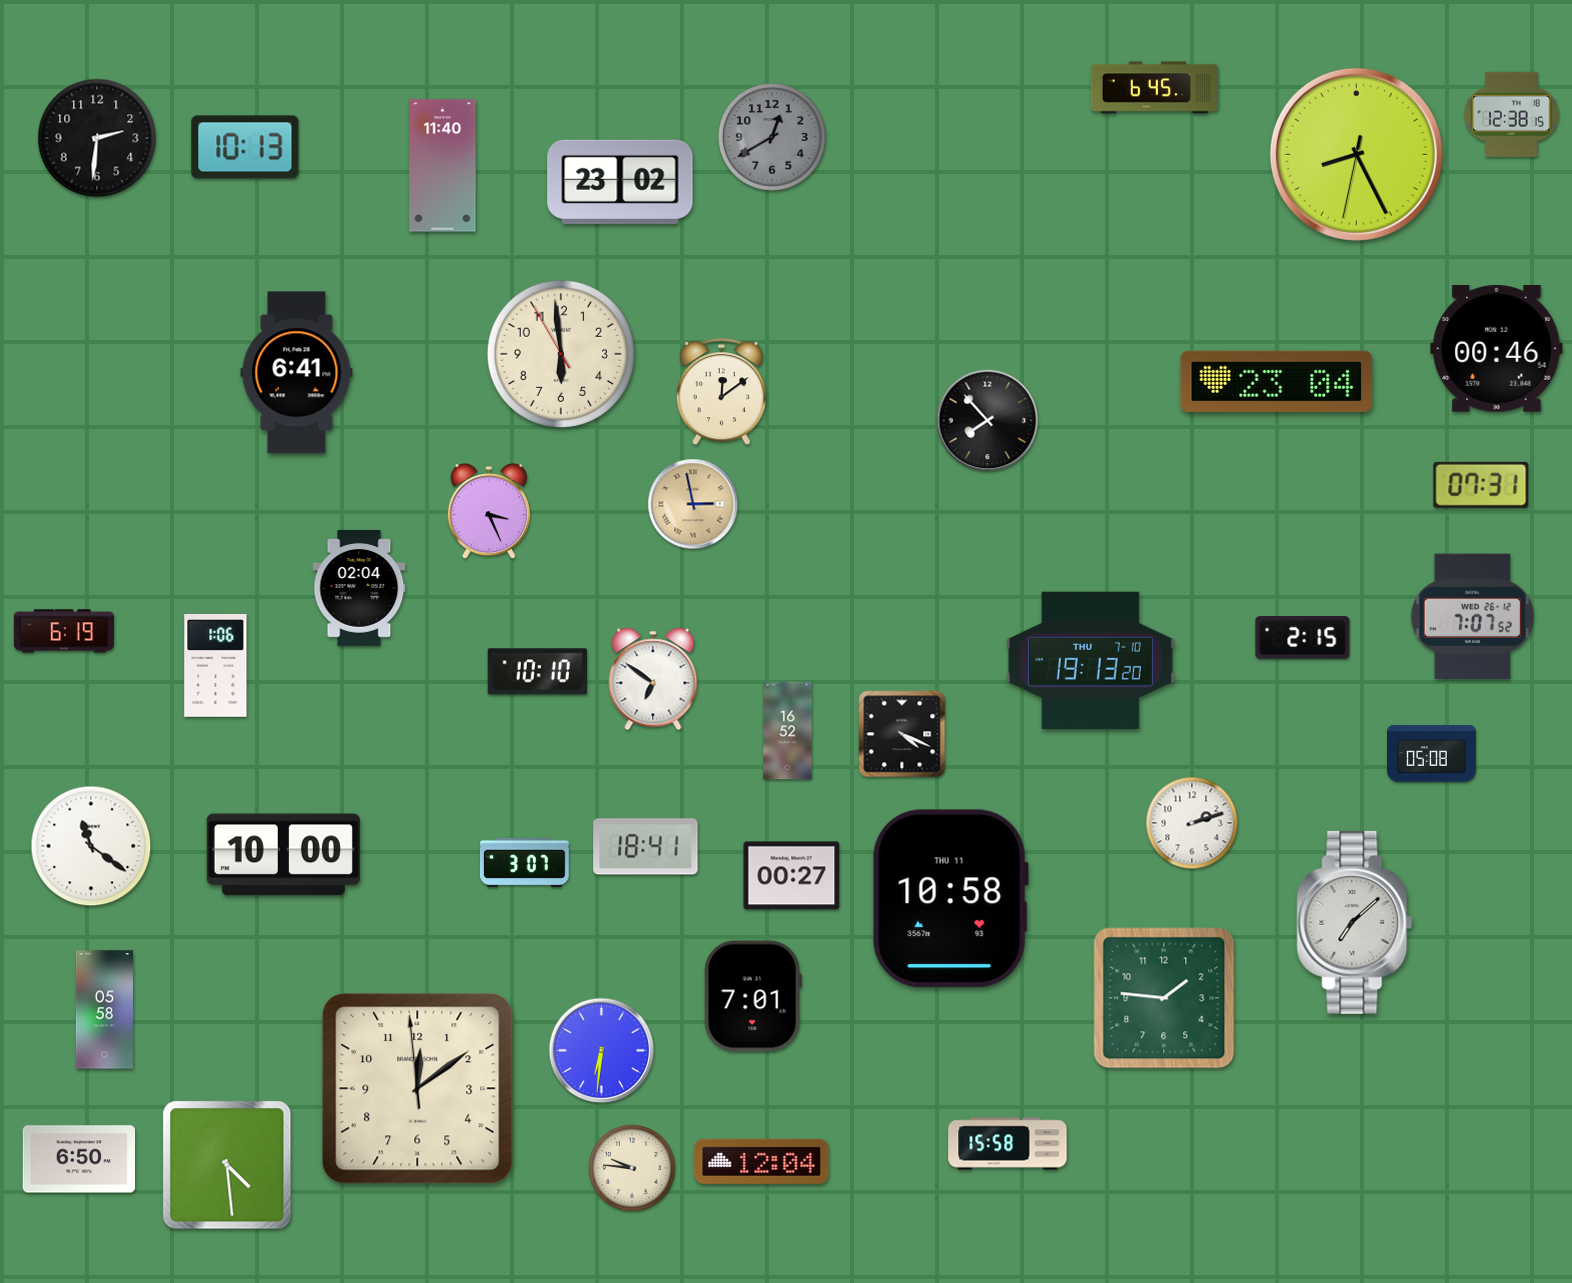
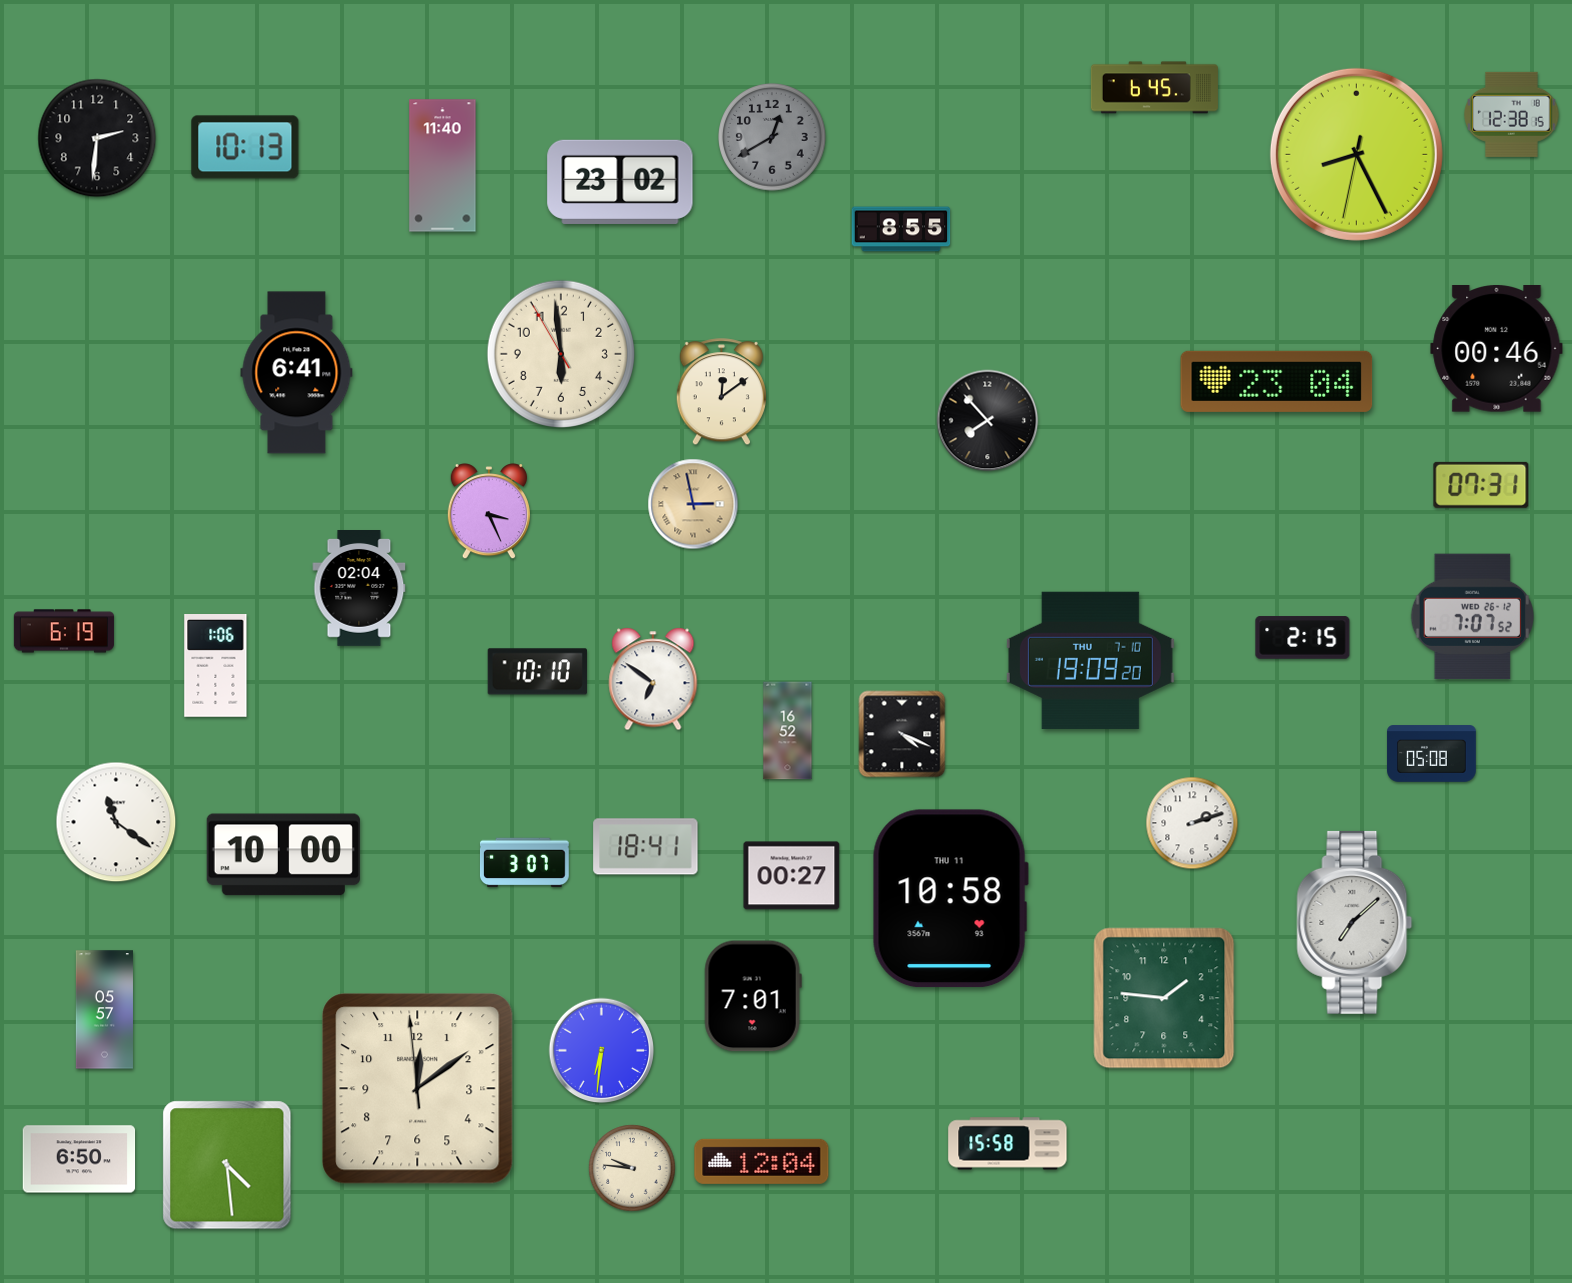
clock at (901, 229): none -> 8:55
clock at (1090, 660): 19:13 -> 19:09
clock at (91, 846) position: (91, 846) -> (116, 822)
clock at (104, 1010): 05:58 -> 05:57
